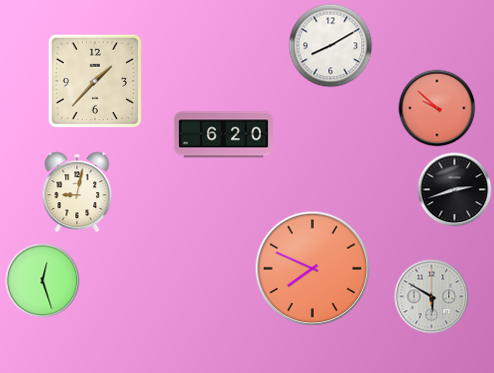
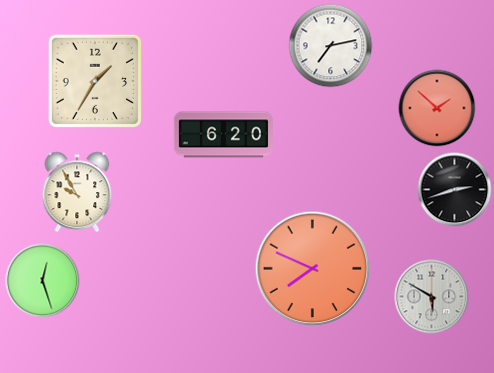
clock at (331, 46): 8:10 -> 7:13
clock at (95, 81): 1:37 -> 1:35
clock at (437, 108): 9:52 -> 1:52
clock at (77, 192): 9:02 -> 9:55
